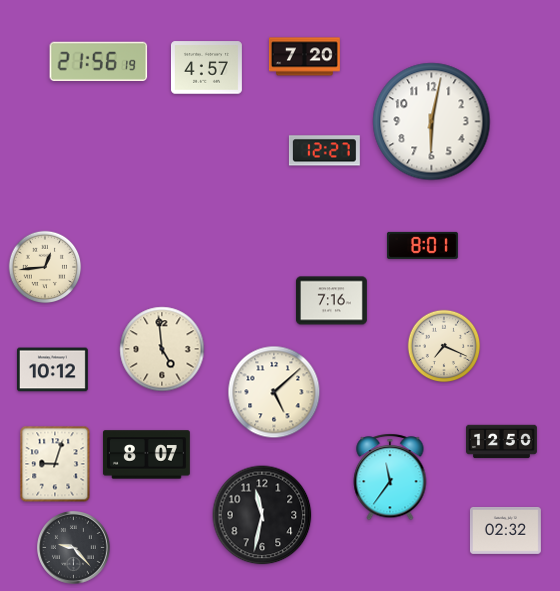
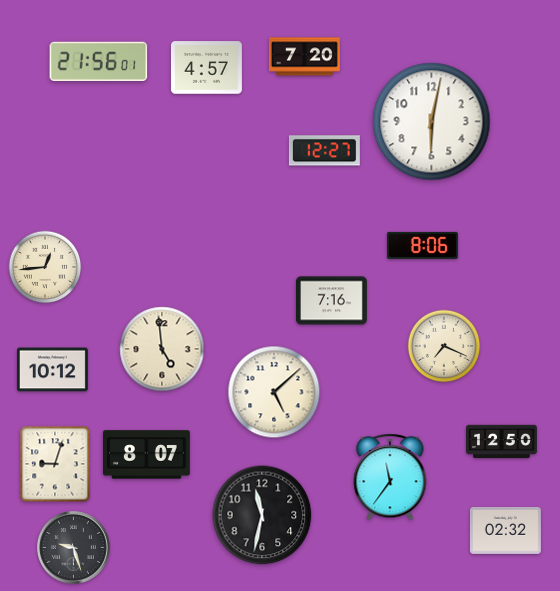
clock at (99, 61): 21:56:19 -> 21:56:01
clock at (422, 245): 8:01 -> 8:06
clock at (74, 548): 9:23 -> 9:27
